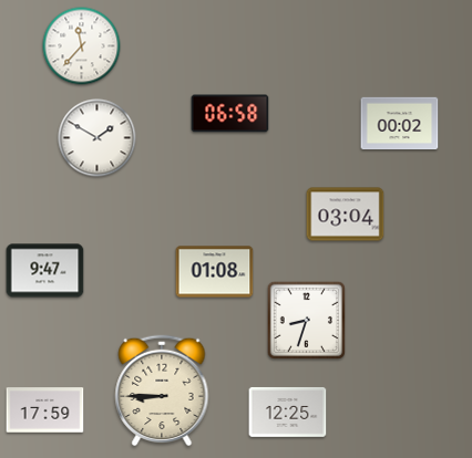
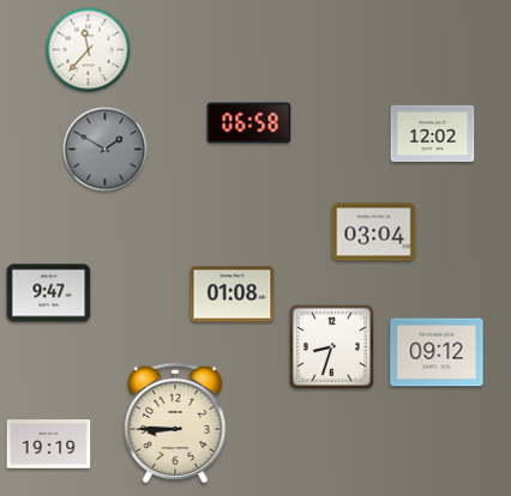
clock at (400, 124): 00:02 -> 12:02
clock at (98, 138) dial: white -> grey
clock at (437, 352): none -> 09:12
clock at (45, 410): 17:59 -> 19:19
clock at (288, 413): 12:25 -> none
